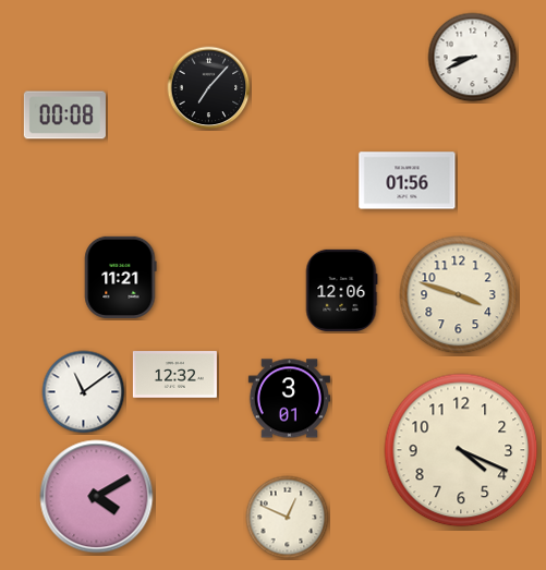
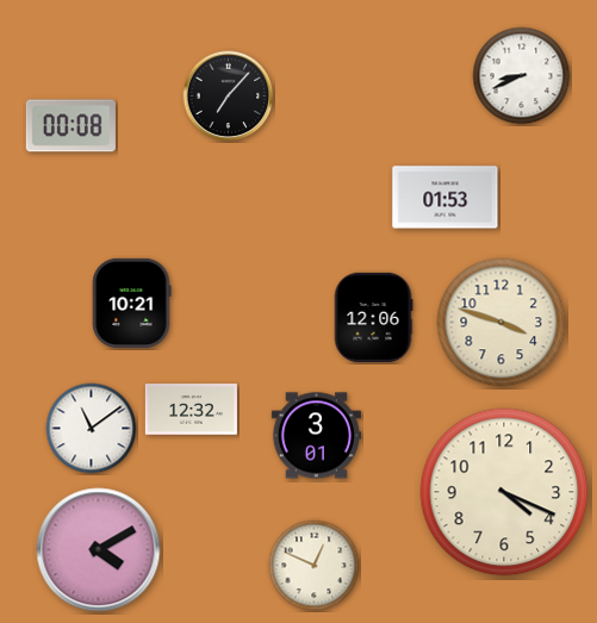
clock at (473, 58) position: (473, 58) -> (522, 76)
clock at (408, 181): 01:56 -> 01:53
clock at (121, 277): 11:21 -> 10:21
clock at (97, 497) position: (97, 497) -> (99, 550)
